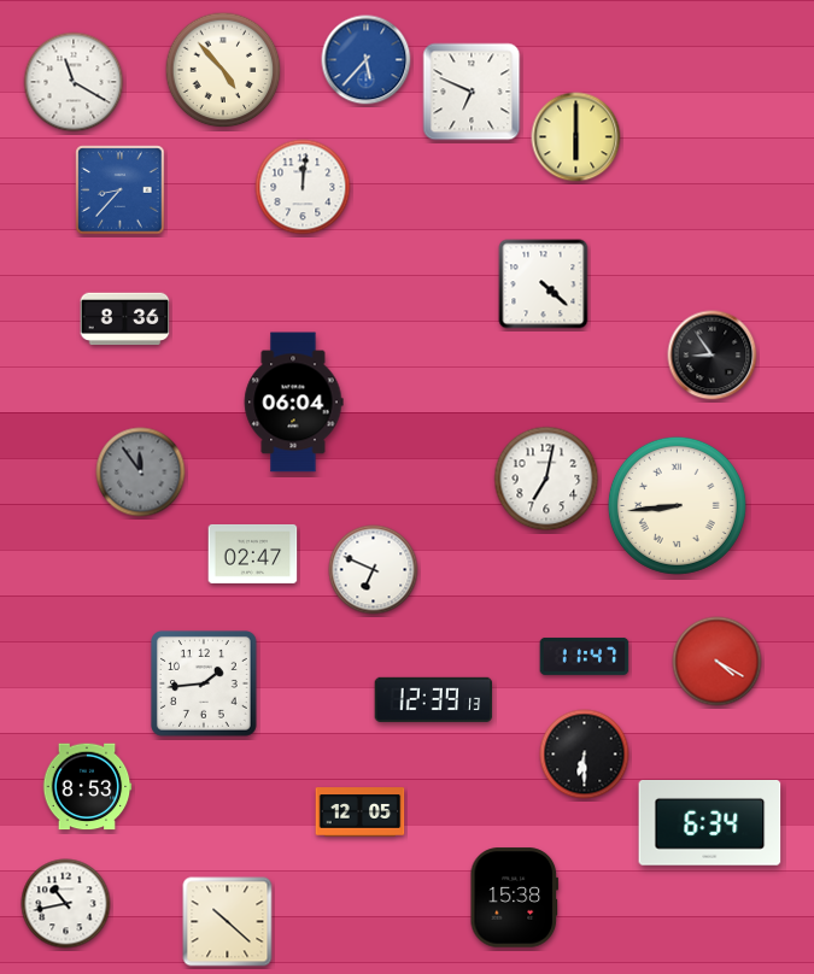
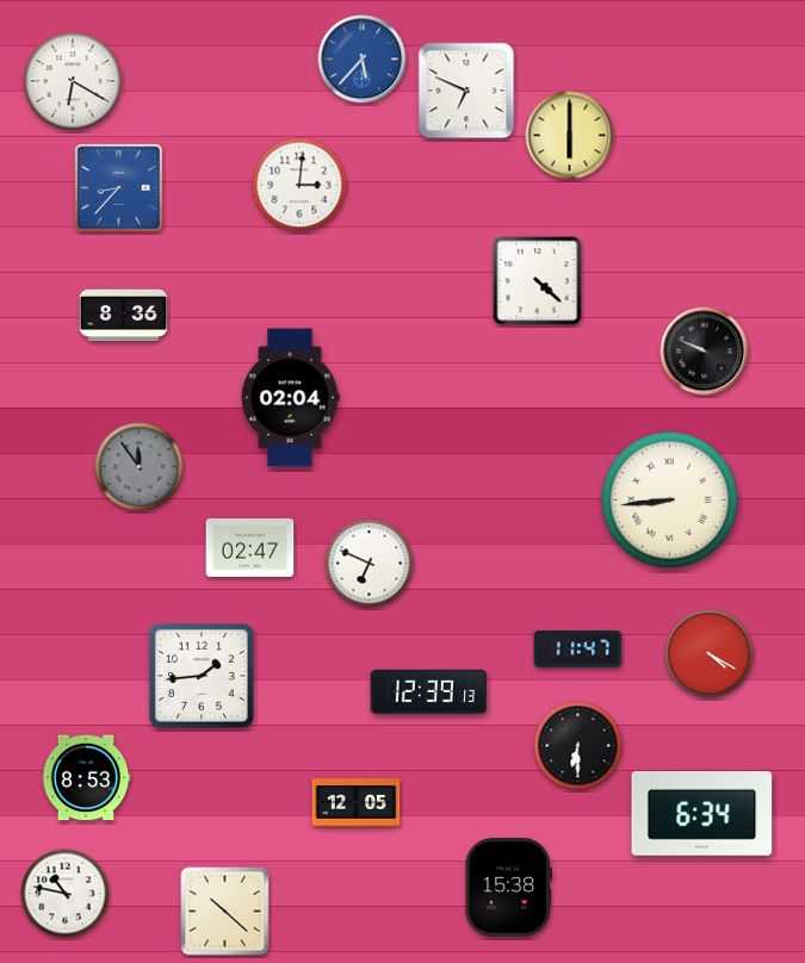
clock at (223, 70): 4:53 -> none
clock at (74, 82): 11:20 -> 6:20
clock at (303, 187): 12:01 -> 3:01
clock at (713, 356): 8:54 -> 9:49
clock at (293, 403): 06:04 -> 02:04
clock at (546, 479): 7:02 -> none
clock at (66, 904): 10:43 -> 10:47
